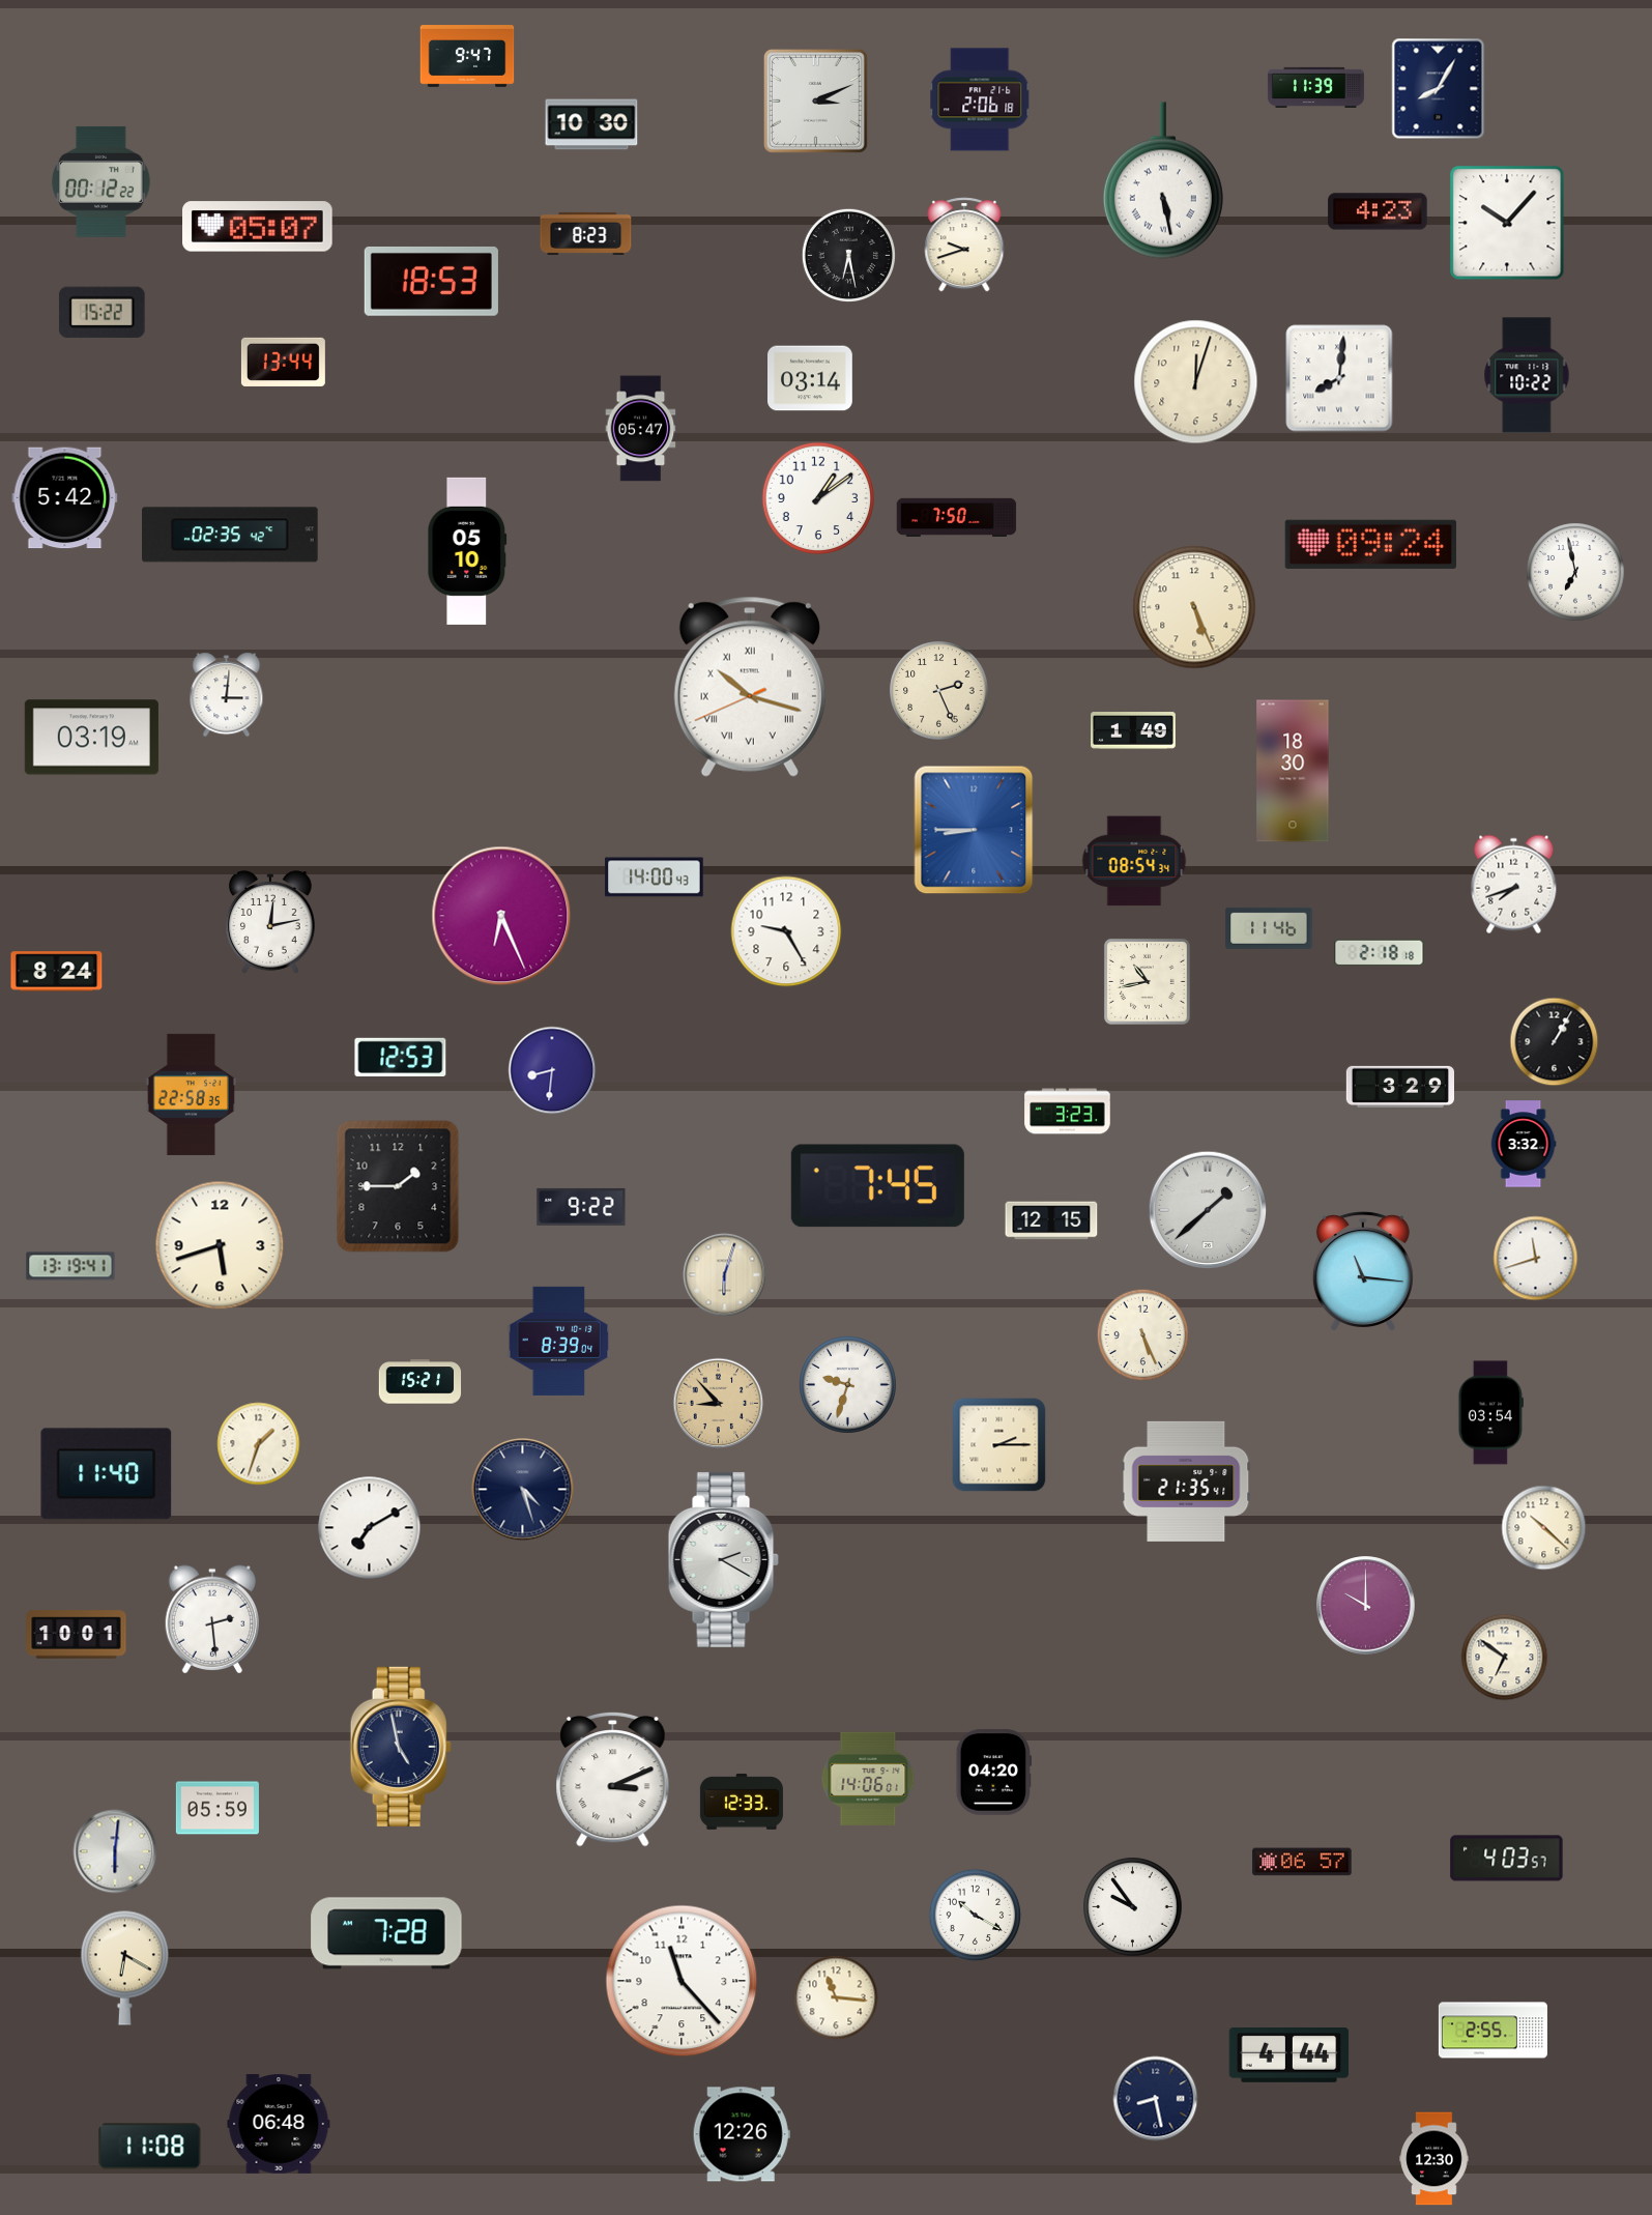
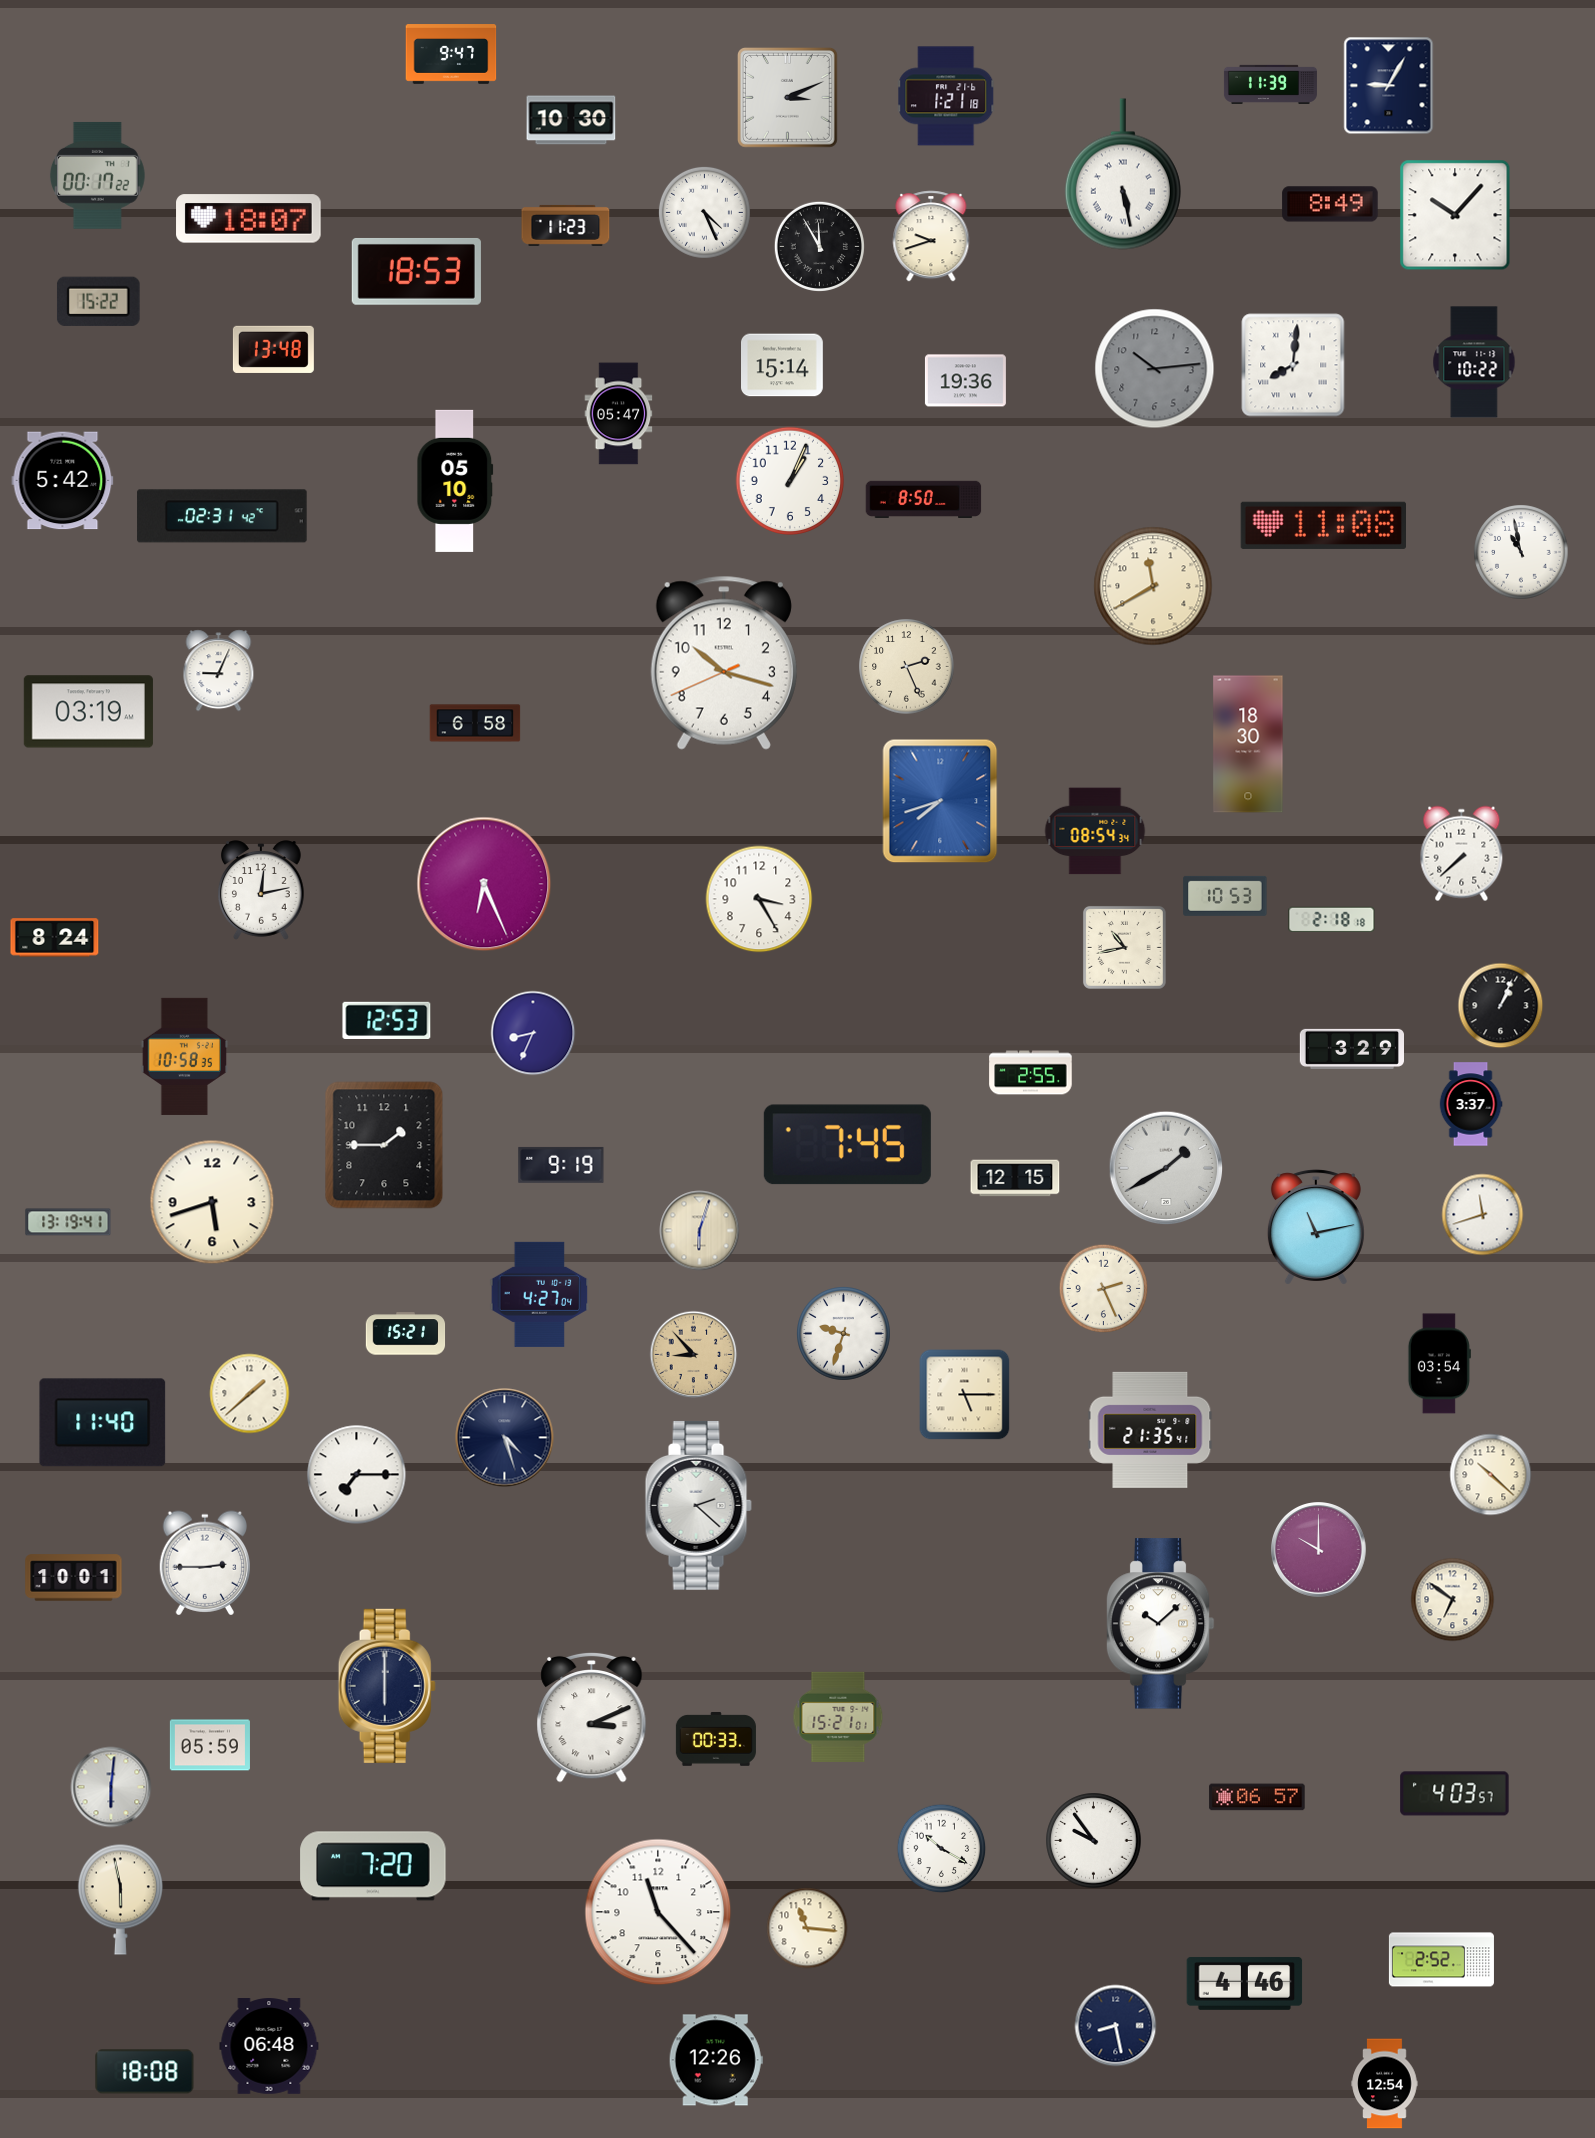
clock at (1439, 89): 8:05 -> 9:05
clock at (981, 99): 2:06 -> 1:21
clock at (100, 181): 00:12 -> 00:17
clock at (1378, 211): 4:23 -> 8:49
clock at (704, 212): none -> 4:26
clock at (258, 227): 05:07 -> 18:07
clock at (586, 233): 8:23 -> 11:23
clock at (848, 255): 6:28 -> 11:55
clock at (283, 362): 13:44 -> 13:48
clock at (811, 378): 03:14 -> 15:14
clock at (1196, 382): 12:03 -> 10:14
clock at (1196, 382) dial: cream -> grey
clock at (965, 381): none -> 19:36
clock at (818, 498): 1:09 -> 1:04
clock at (957, 518): 7:50 -> 8:50
clock at (230, 535): 02:35 -> 02:31
clock at (1370, 544): 09:24 -> 11:08
clock at (467, 551) position: (467, 551) -> (455, 481)
clock at (1575, 572): 6:58 -> 10:58
clock at (1194, 607): 5:26 -> 11:40
clock at (750, 687) numerals: Roman -> Arabic
clock at (227, 695): 3:01 -> 9:04
clock at (1133, 731): 1:49 -> none
clock at (475, 723): none -> 6:58
clock at (974, 830): 8:45 -> 7:42
clock at (655, 878): 14:00 -> none
clock at (1514, 885): 7:42 -> 7:38
clock at (1269, 928): 11:46 -> 10:53
clock at (786, 931): 9:25 -> 3:25
clock at (1147, 981) position: (1147, 981) -> (1124, 947)
clock at (1555, 1042): 1:05 -> 1:04
clock at (552, 1070): 8:31 -> 8:34
clock at (191, 1094): 22:58 -> 10:58
clock at (1068, 1112): 3:23 -> 2:55
clock at (1524, 1144): 3:32 -> 3:37
clock at (581, 1207): 9:22 -> 9:19
clock at (1208, 1210): 1:38 -> 1:40
clock at (1363, 1271): 11:16 -> 11:13
clock at (1143, 1335): 5:26 -> 2:26
clock at (559, 1341): 8:39 -> 4:27
clock at (848, 1385) position: (848, 1385) -> (844, 1334)
clock at (259, 1444): 1:33 -> 1:38
clock at (999, 1445): 2:15 -> 5:15
clock at (1186, 1482) position: (1186, 1482) -> (1150, 1430)
clock at (370, 1528): 7:10 -> 7:15
clock at (723, 1559): 2:20 -> 2:22
clock at (211, 1619): 2:29 -> 2:45
clock at (1160, 1624): none -> 10:08
clock at (401, 1747): 4:58 -> 6:00
clock at (993, 1773): 04:20 -> none
clock at (868, 1779): 14:06 -> 15:21
clock at (742, 1802): 12:33 -> 00:33
clock at (386, 1933): 7:28 -> 7:20
clock at (124, 1967): 6:20 -> 5:58
clock at (1492, 2031): 2:55 -> 2:52
clock at (1289, 2054): 4:44 -> 4:46
clock at (279, 2124) position: (279, 2124) -> (269, 2046)
clock at (150, 2147): 11:08 -> 18:08
clock at (1434, 2159): 12:30 -> 12:54
